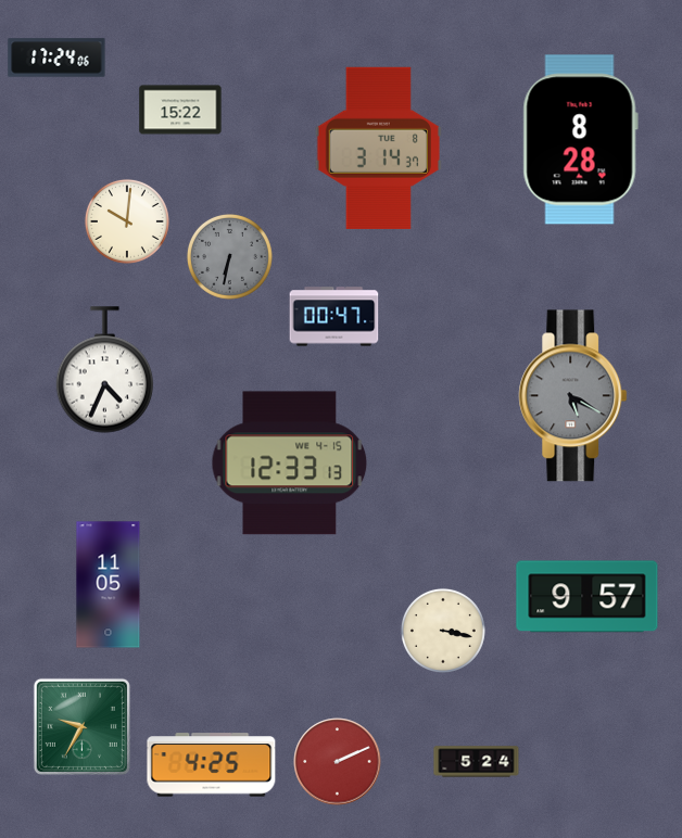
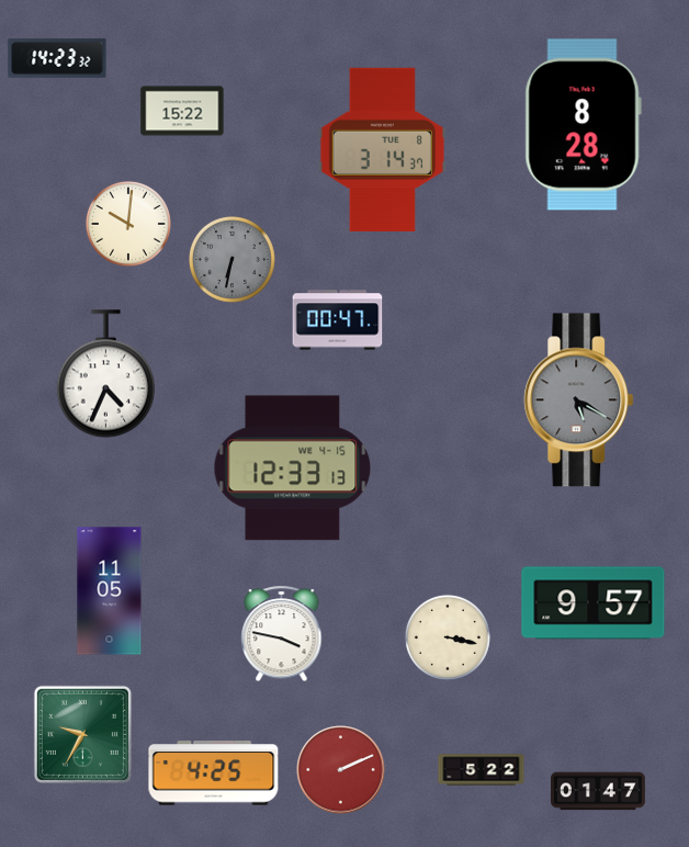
clock at (56, 58): 17:24 -> 14:23
clock at (580, 140) position: (580, 140) -> (583, 125)
clock at (282, 634): none -> 3:47
clock at (477, 762): 5:24 -> 5:22
clock at (598, 791): none -> 01:47
